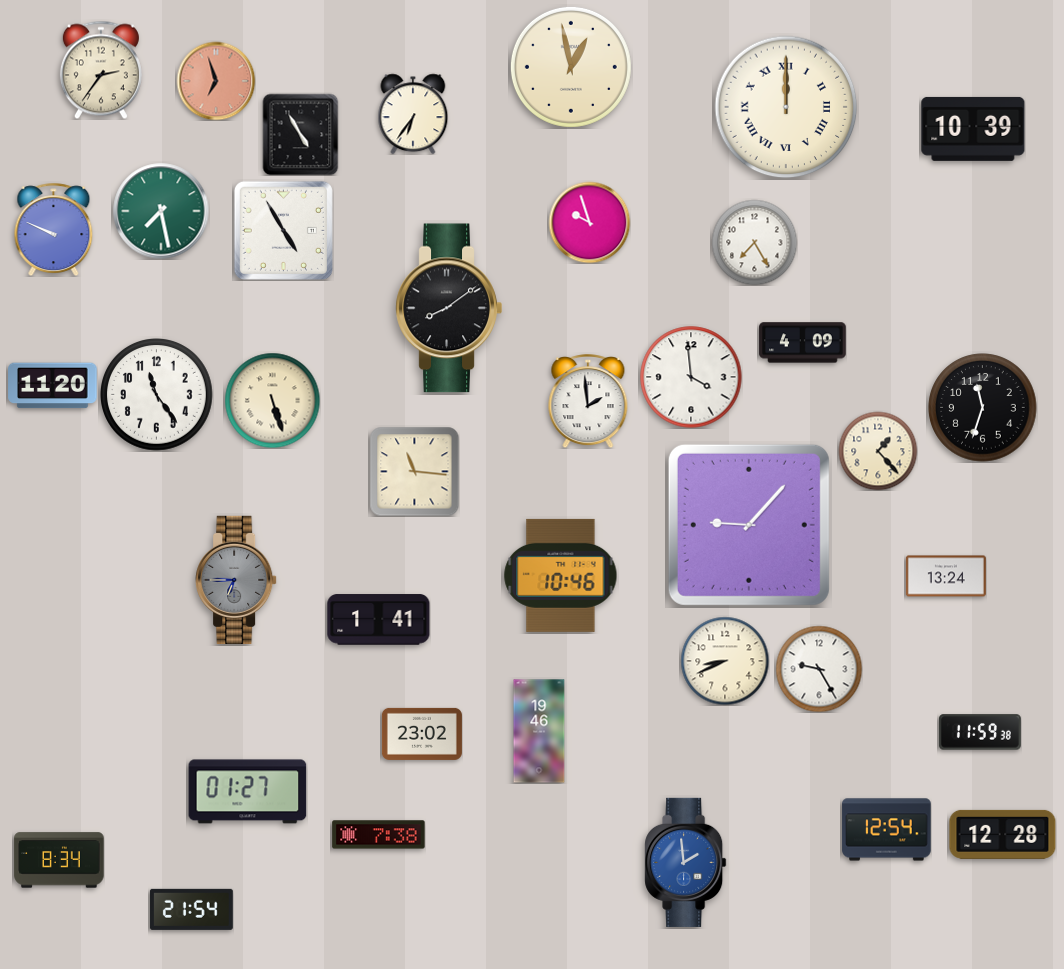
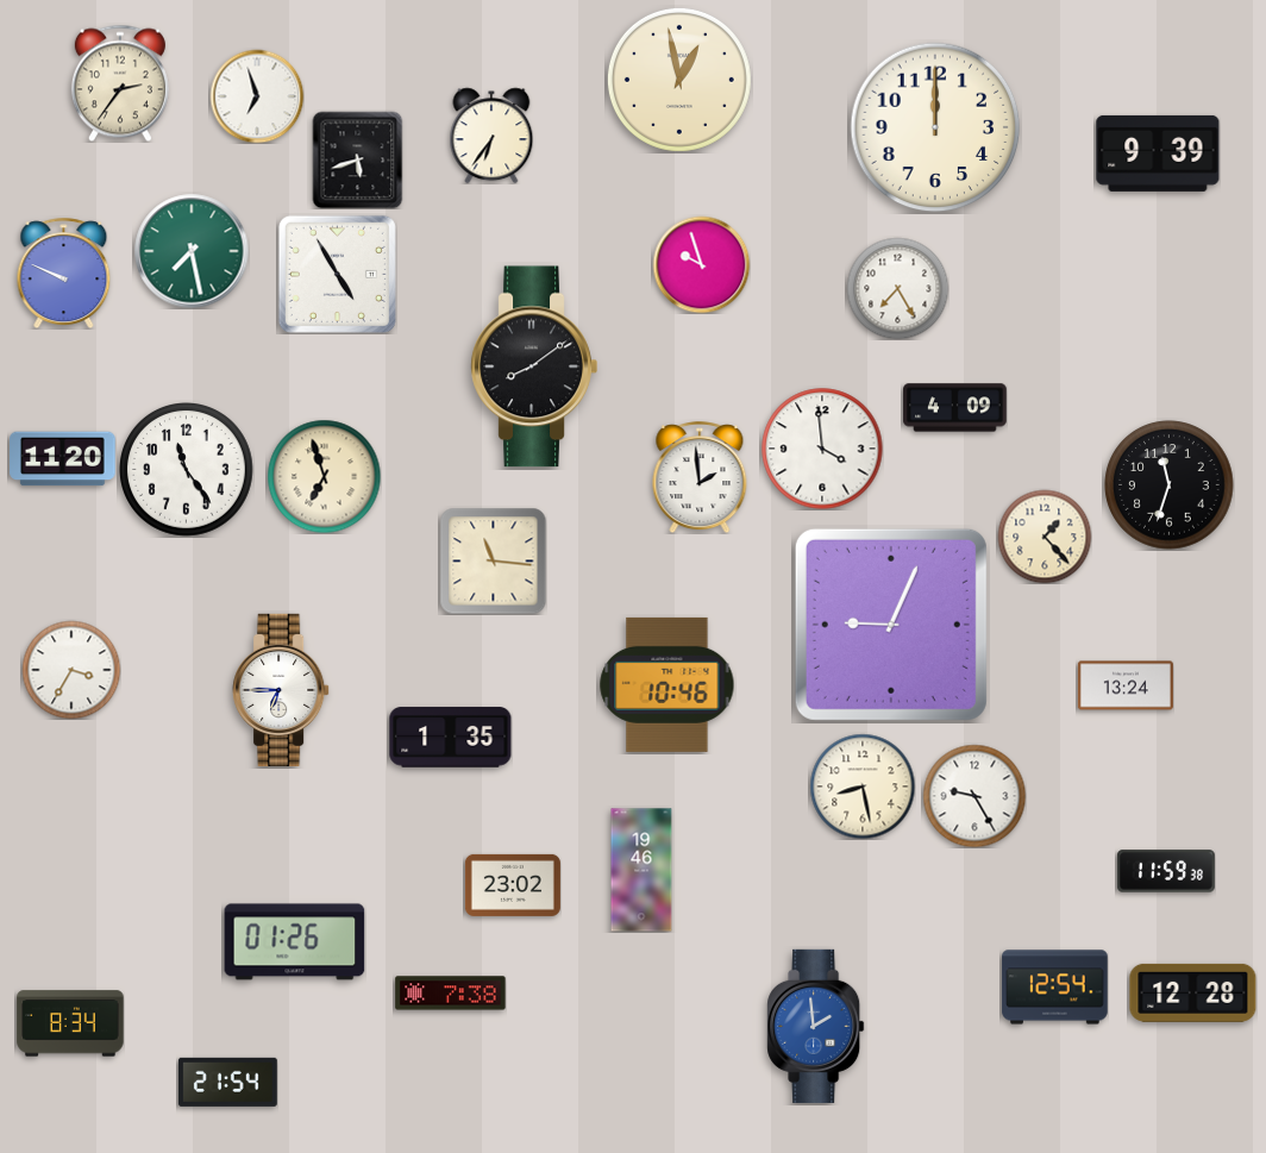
clock at (216, 81) dial: salmon -> white
clock at (786, 107) numerals: Roman -> Arabic
clock at (973, 129): 10:39 -> 9:39
clock at (301, 134): 4:55 -> 5:42
clock at (272, 400): 5:27 -> 6:57
clock at (749, 525): 9:07 -> 9:04
clock at (71, 670): none -> 3:35
clock at (236, 580) dial: grey -> white
clock at (379, 620): 1:41 -> 1:35
clock at (725, 661): 8:41 -> 8:28
clock at (422, 734) position: (422, 734) -> (513, 885)
clock at (248, 792): 01:27 -> 01:26
